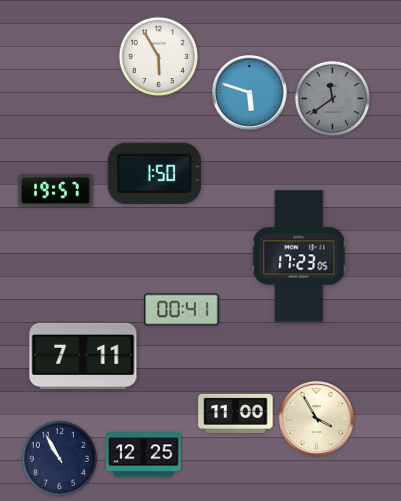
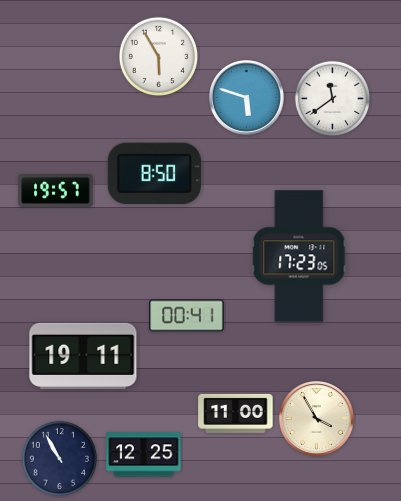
clock at (250, 93) position: (250, 93) -> (247, 98)
clock at (332, 98) dial: grey -> white
clock at (154, 173): 1:50 -> 8:50
clock at (182, 310) position: (182, 310) -> (187, 316)
clock at (83, 356): 7:11 -> 19:11
